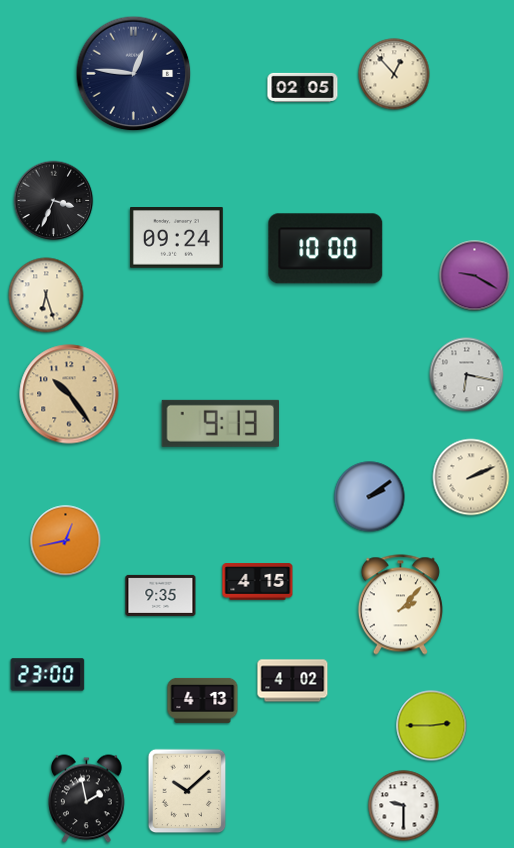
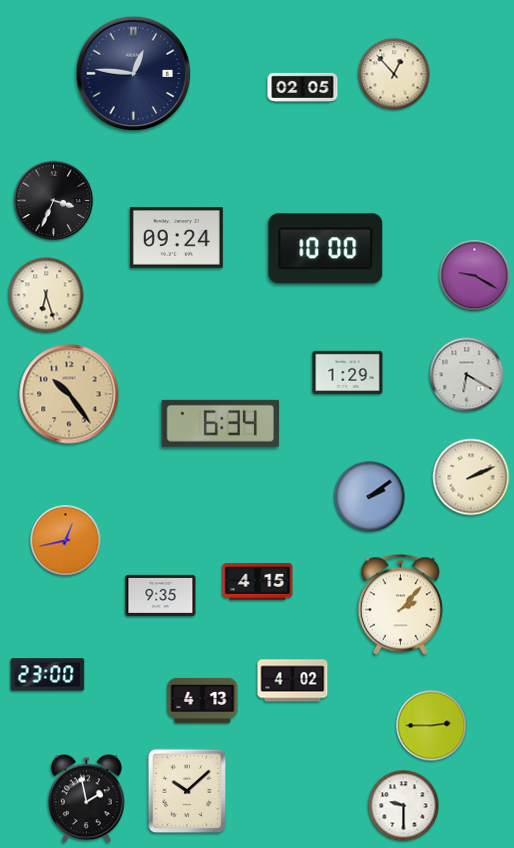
clock at (348, 372): none -> 1:29
clock at (467, 375): 6:17 -> 6:20
clock at (220, 423): 9:13 -> 6:34
